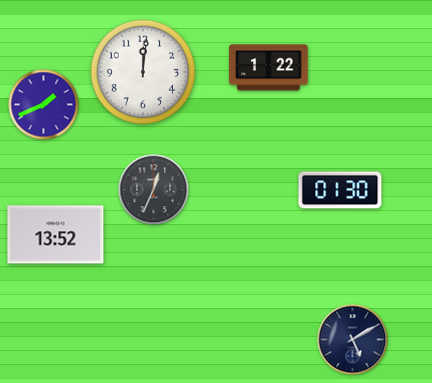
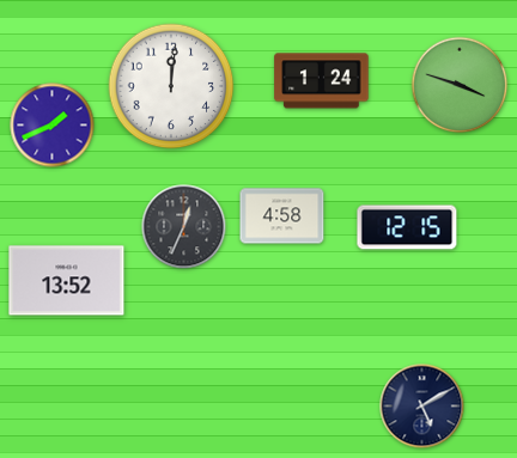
clock at (269, 68): 1:22 -> 1:24
clock at (460, 85): none -> 3:48
clock at (282, 216): none -> 4:58
clock at (340, 190): 01:30 -> 12:15
